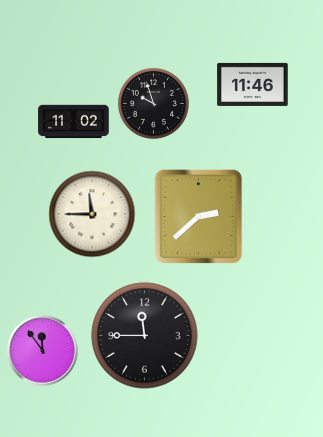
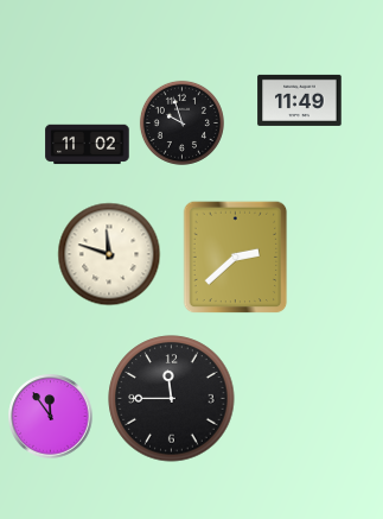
clock at (253, 84): 11:46 -> 11:49
clock at (92, 214): 11:45 -> 11:48
